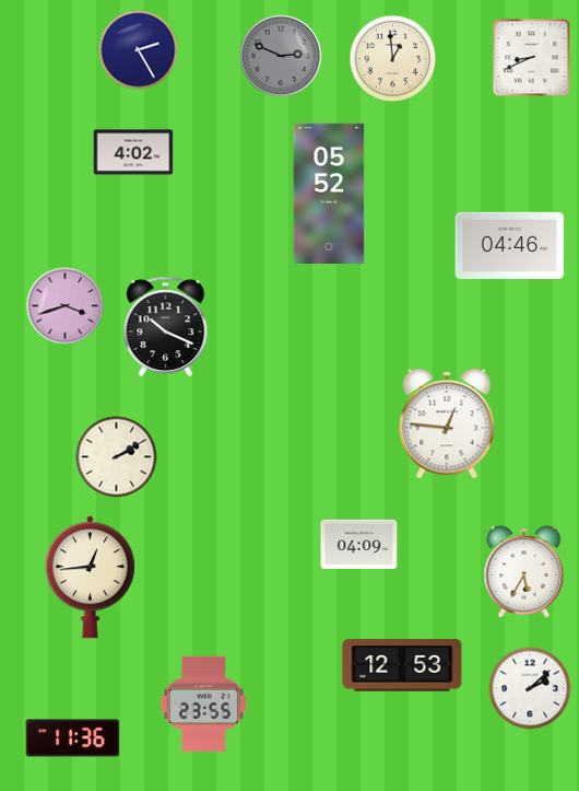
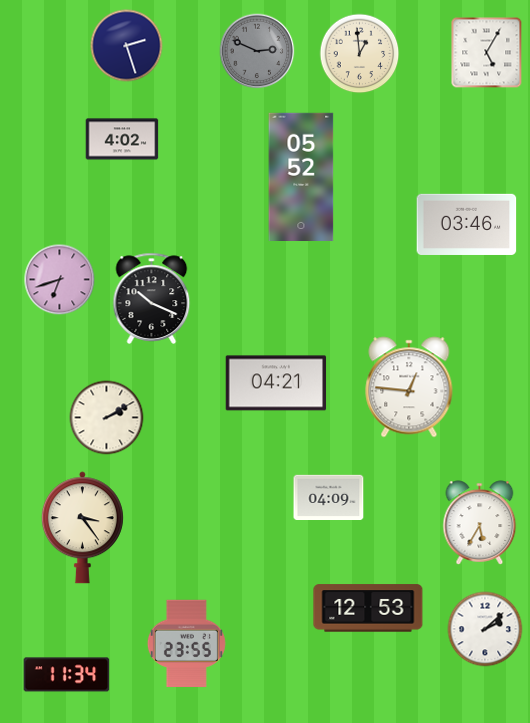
clock at (139, 50): 2:25 -> 2:27
clock at (532, 58): 8:41 -> 5:05
clock at (510, 245): 04:46 -> 03:46
clock at (66, 306): 3:42 -> 6:42
clock at (276, 383): none -> 04:21
clock at (90, 578): 12:44 -> 3:24
clock at (73, 738): 11:36 -> 11:34
